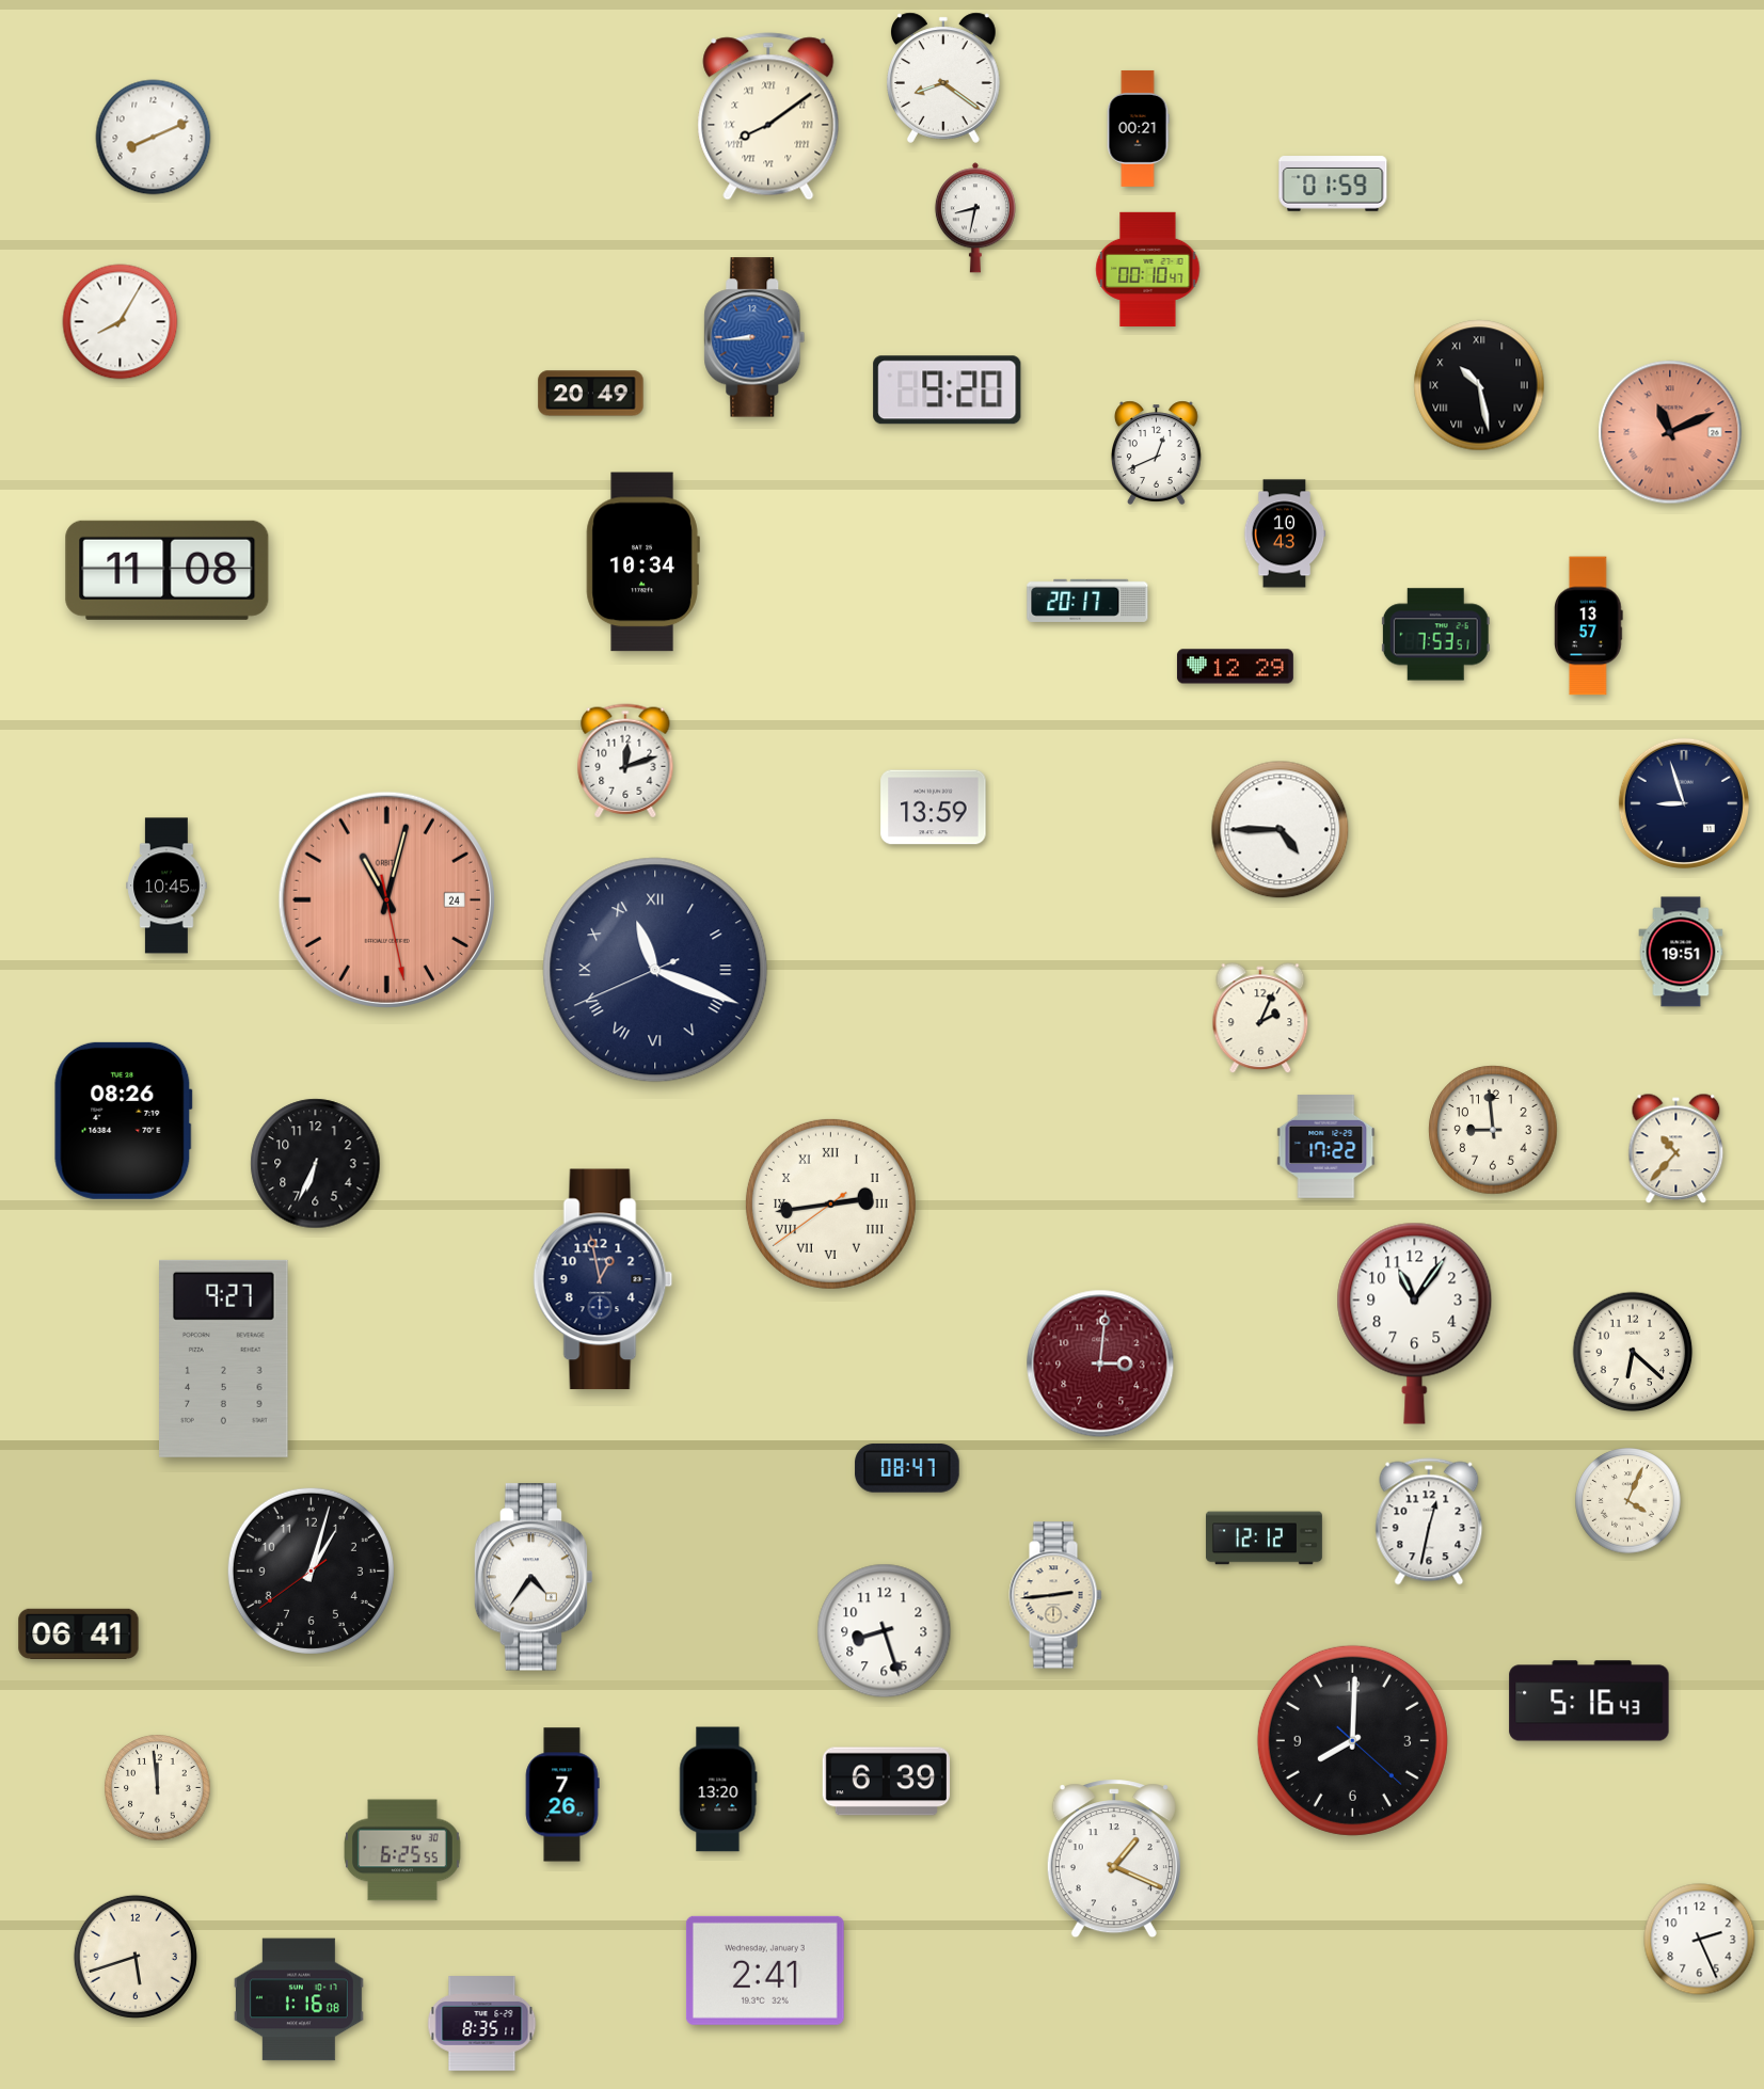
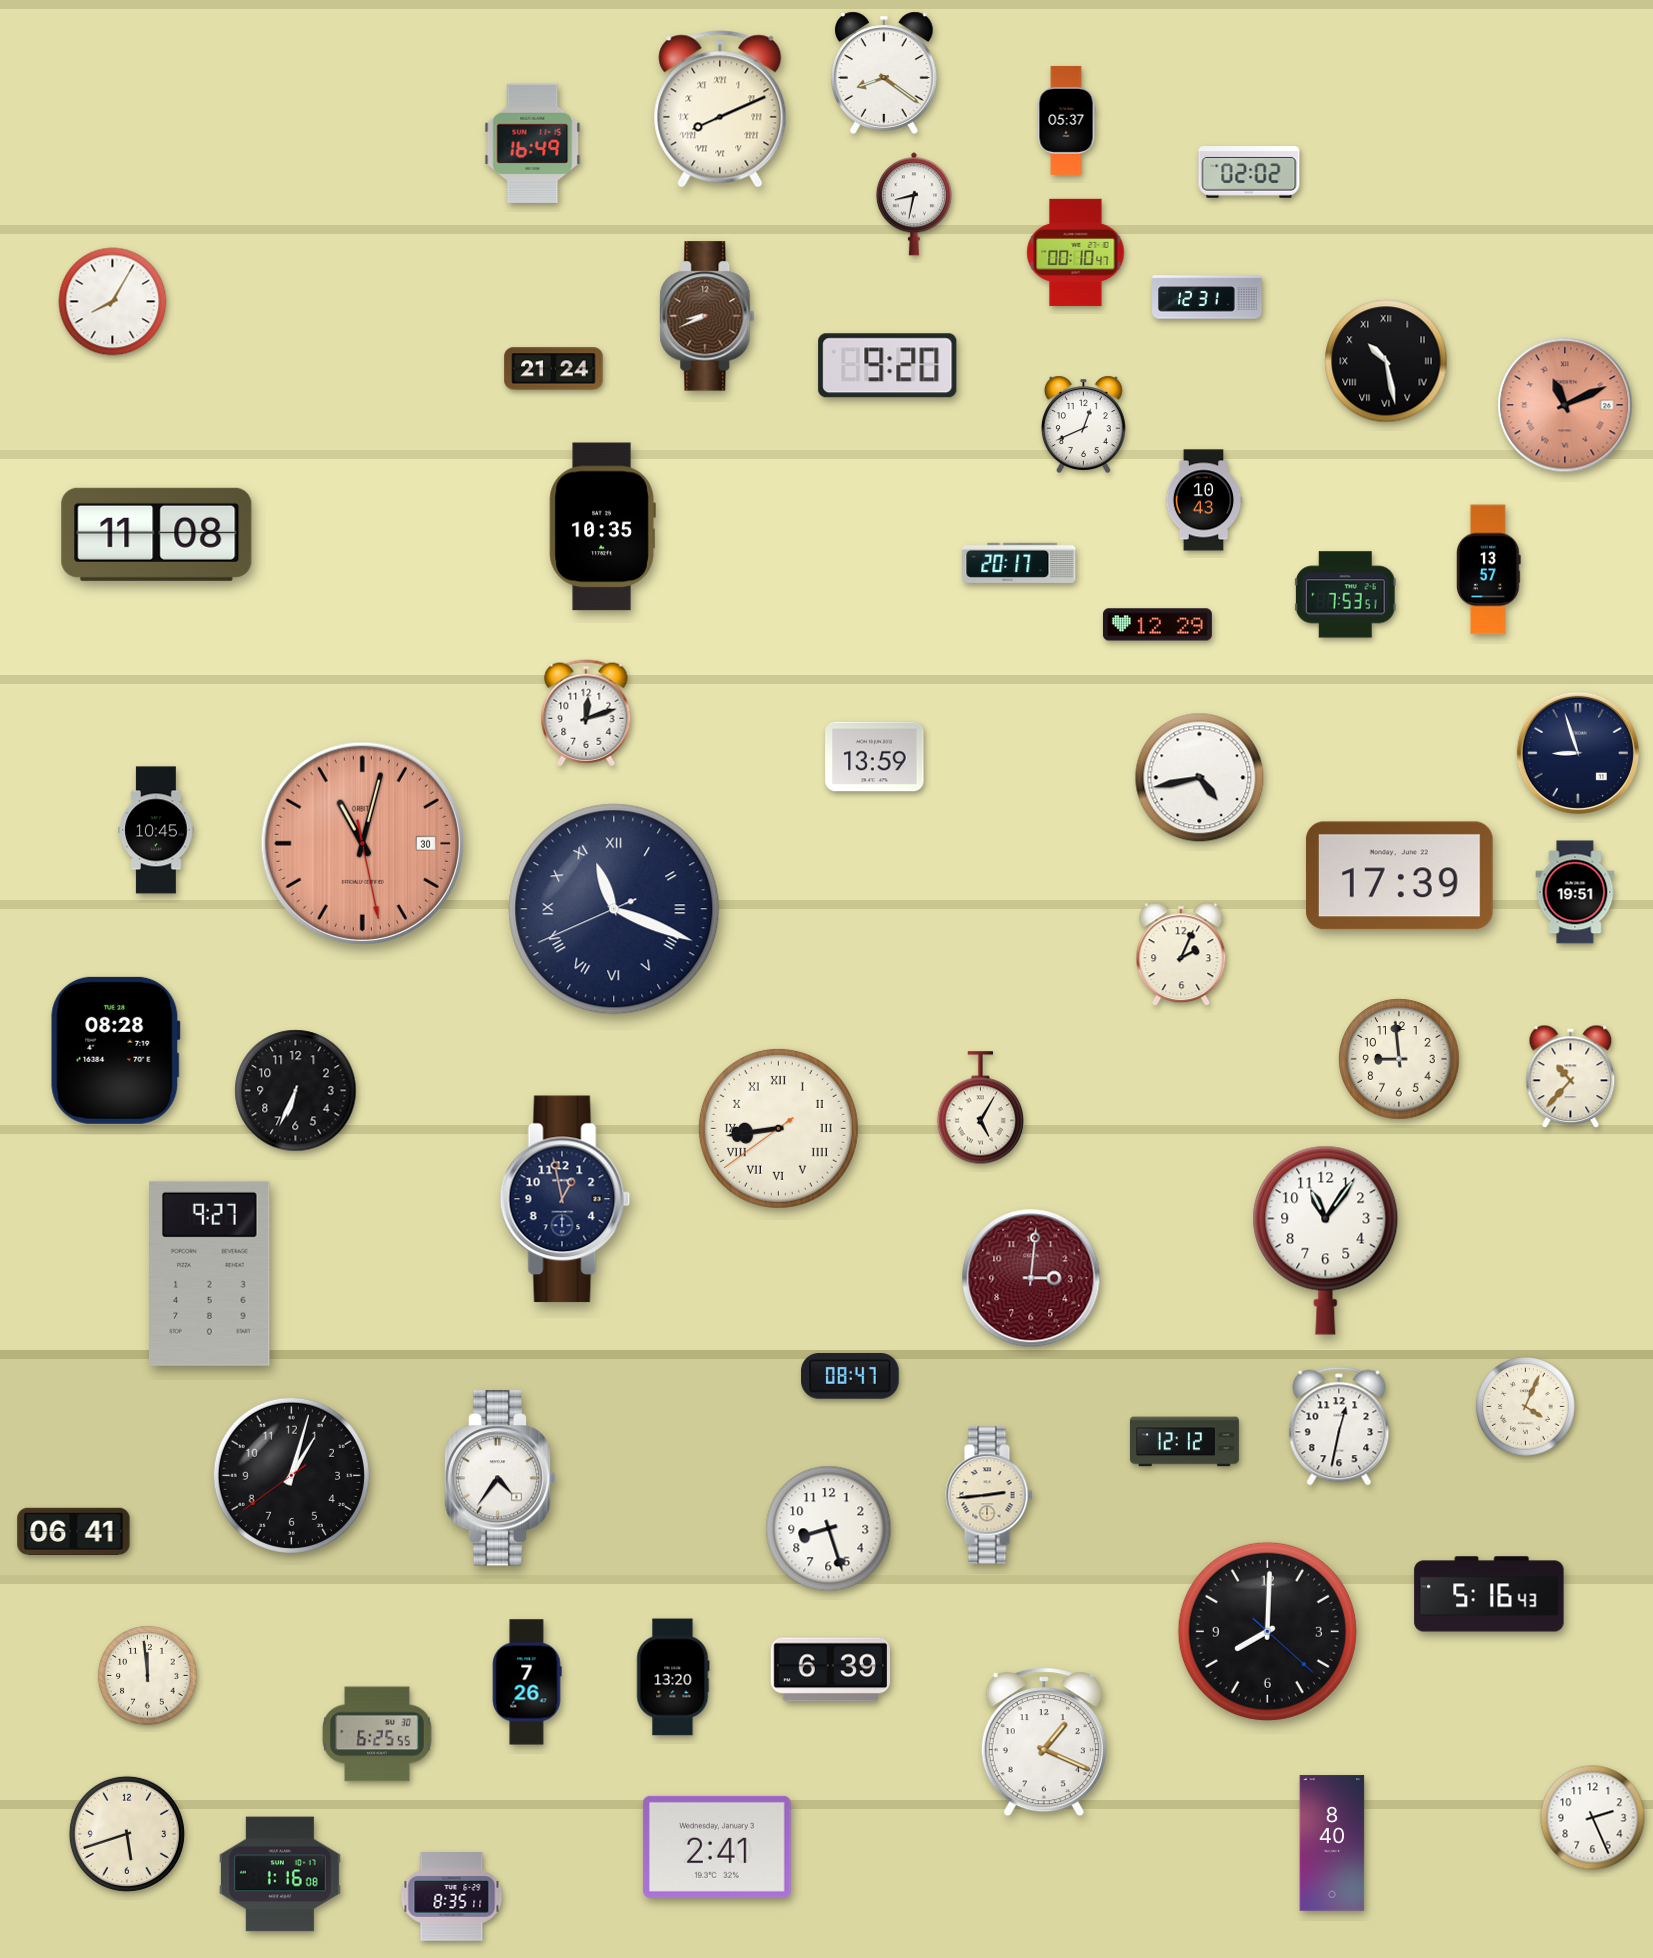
clock at (768, 116): 8:09 -> 8:11
clock at (1138, 128): 00:21 -> 05:37
clock at (154, 138): 8:11 -> none
clock at (533, 143): none -> 16:49
clock at (1333, 184): 01:59 -> 02:02
clock at (1207, 297): none -> 12:31
clock at (754, 337): 8:44 -> 8:41
clock at (754, 337) dial: blue -> brown
clock at (591, 394): 20:49 -> 21:24
clock at (642, 562): 10:34 -> 10:35
clock at (1589, 626) position: (1589, 626) -> (1489, 570)
clock at (1281, 830): 4:45 -> 4:43
clock at (386, 899) date: 24 -> 30
clock at (1399, 876): none -> 17:39
clock at (124, 1120): 08:26 -> 08:28
clock at (1326, 1147): 17:22 -> none
clock at (980, 1108): none -> 5:05
clock at (830, 1203): 2:43 -> 8:43
clock at (1633, 1352): 6:22 -> none
clock at (311, 1570) position: (311, 1570) -> (291, 1475)
clock at (1332, 1843): none -> 8:40
